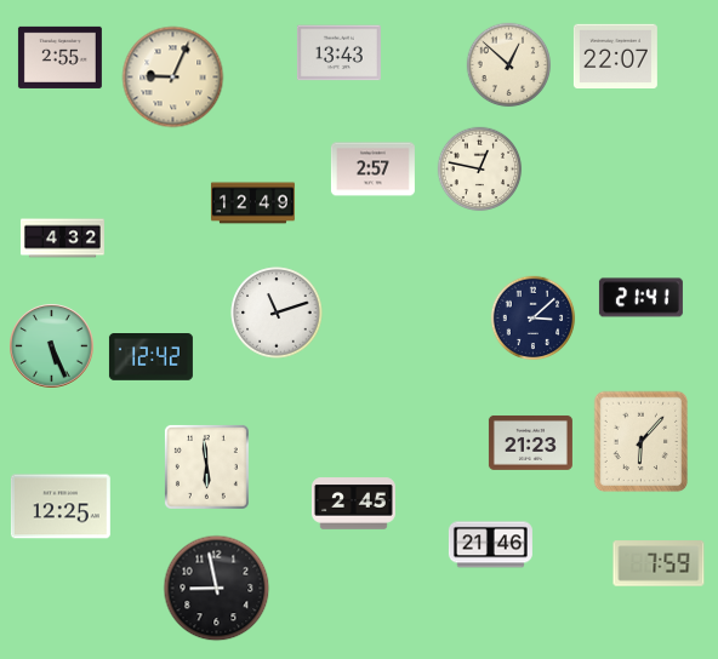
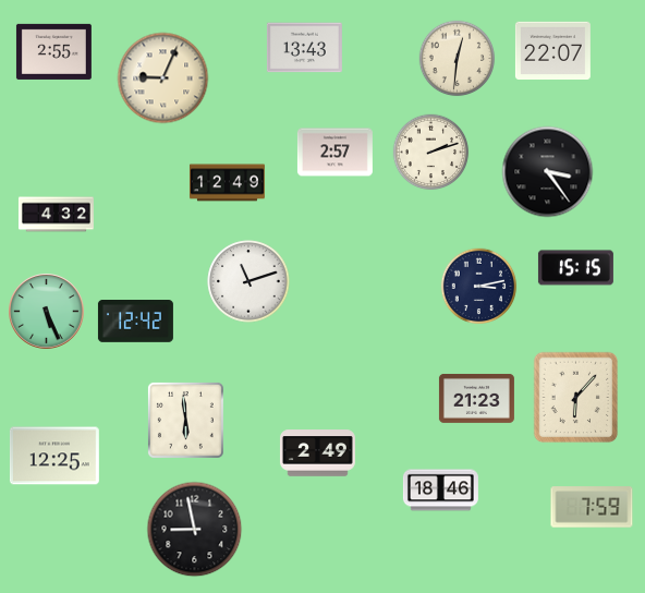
clock at (509, 65): 12:52 -> 12:31
clock at (173, 78) position: (173, 78) -> (163, 78)
clock at (480, 170): 12:47 -> 2:12
clock at (548, 172): none -> 3:24
clock at (640, 298): 21:41 -> 15:15
clock at (534, 319): 3:08 -> 3:13
clock at (353, 504): 2:45 -> 2:49
clock at (490, 545): 21:46 -> 18:46
